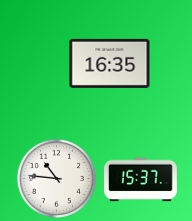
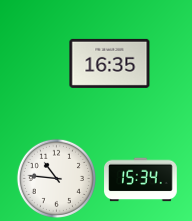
clock at (141, 180): 15:37 -> 15:34
